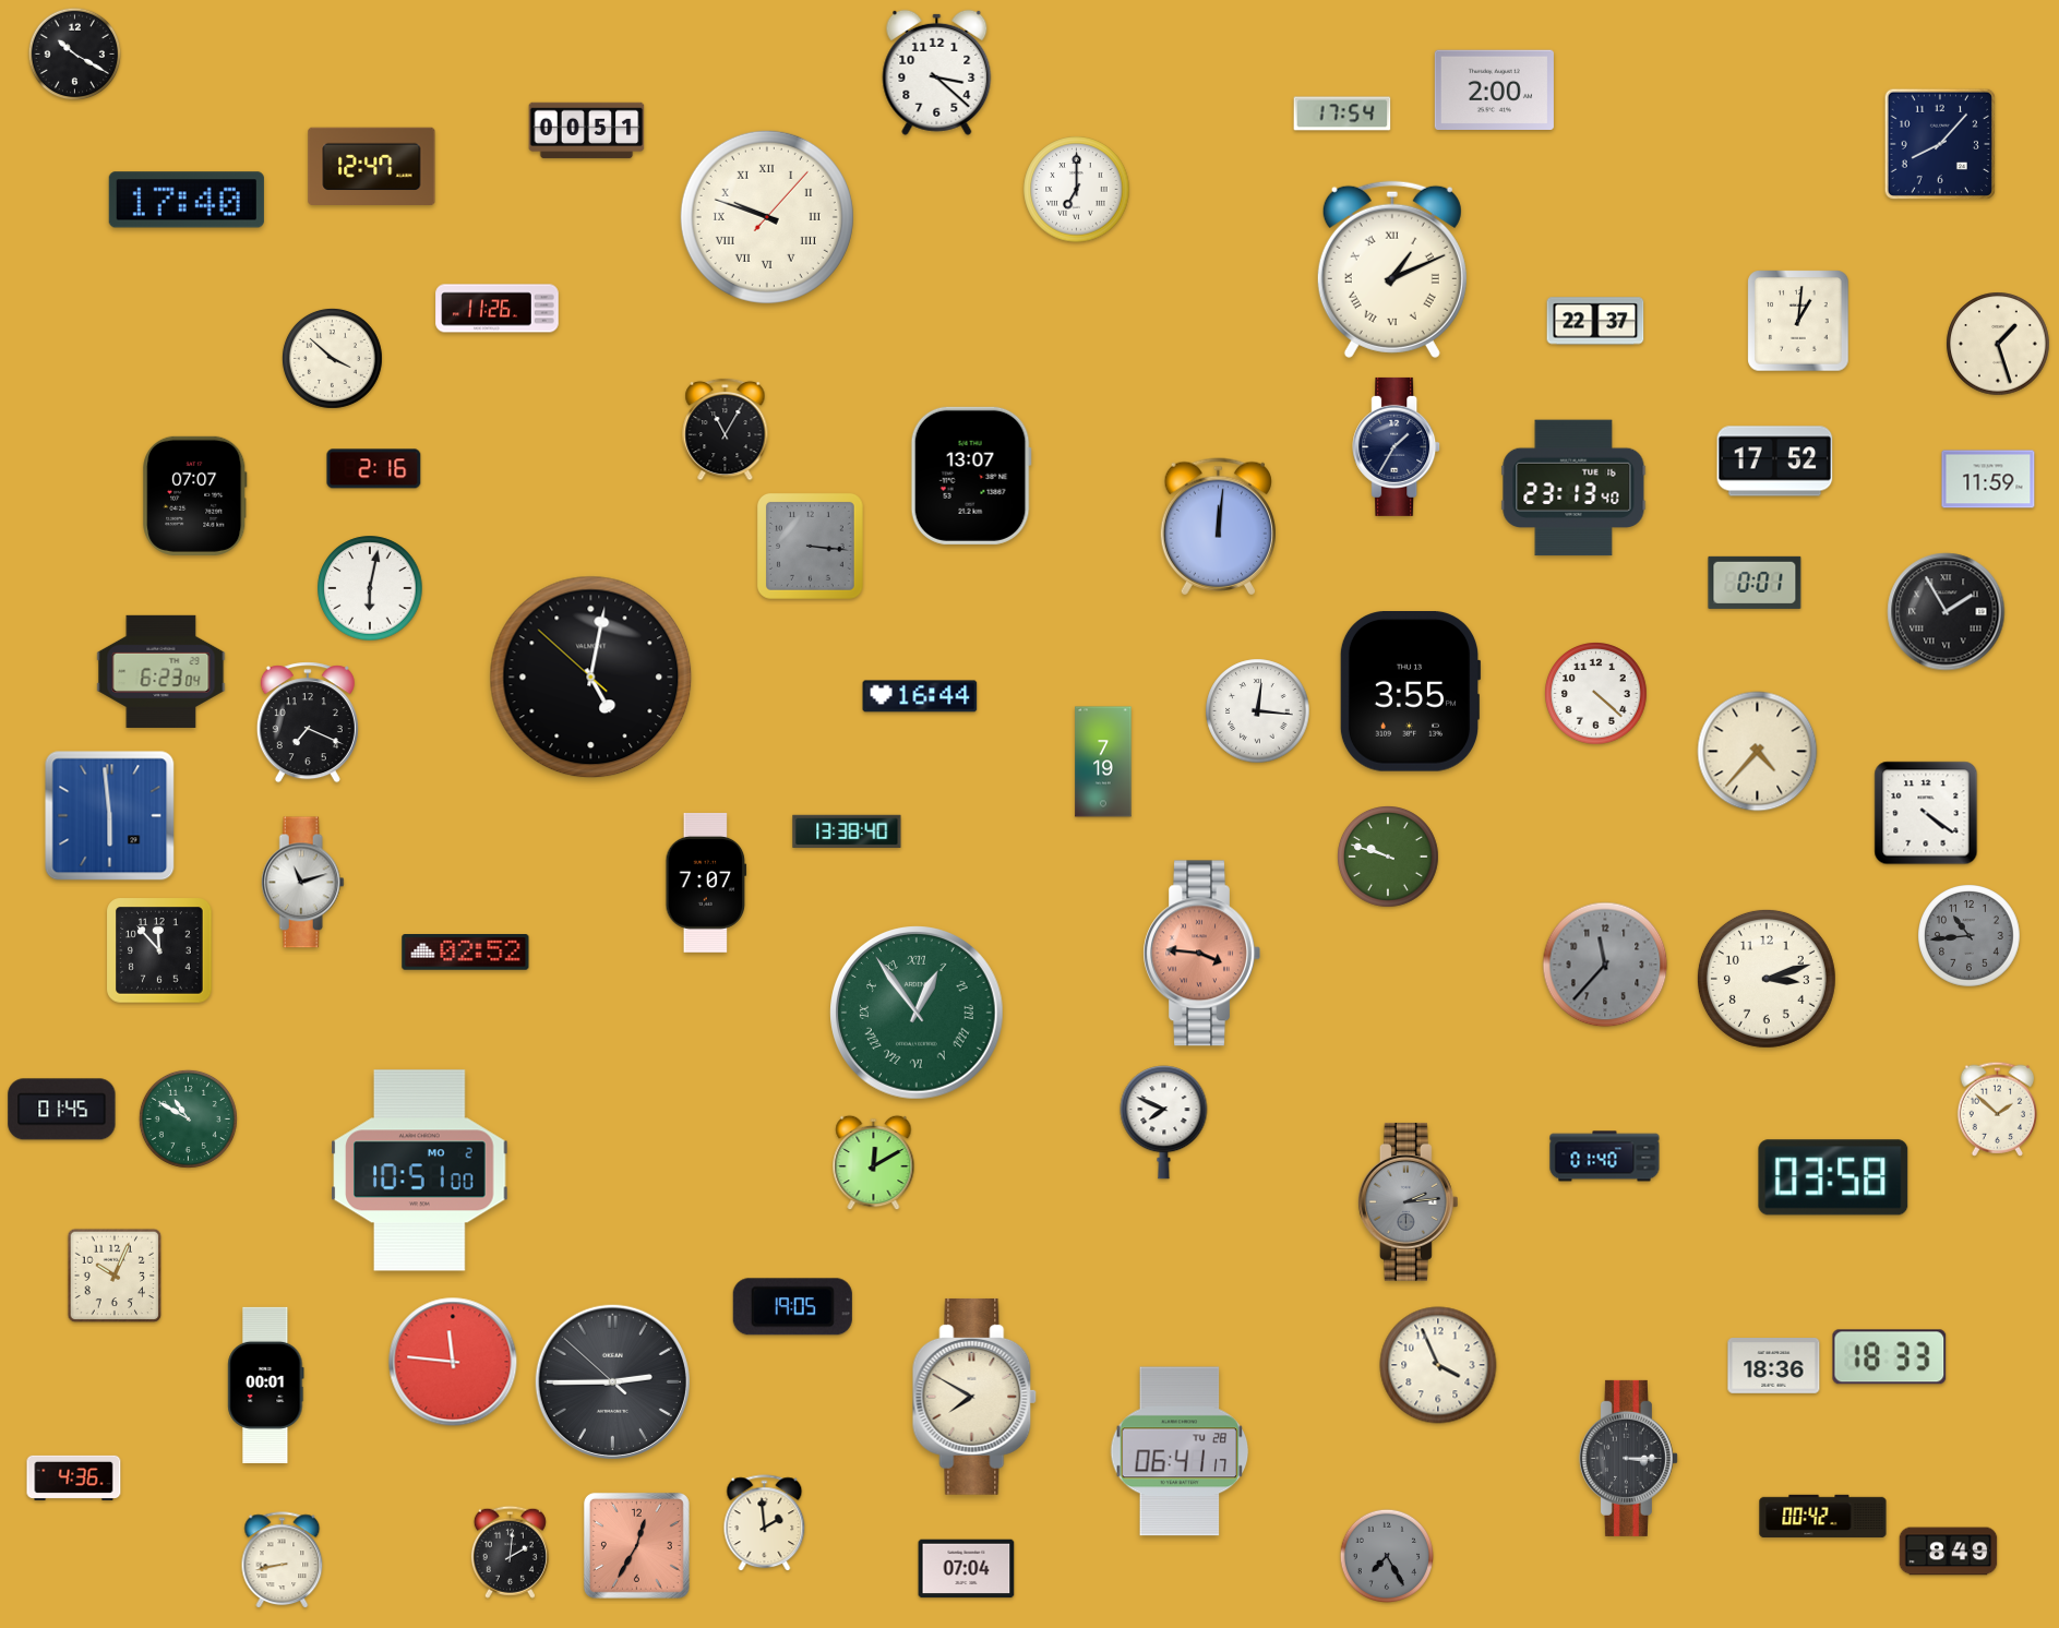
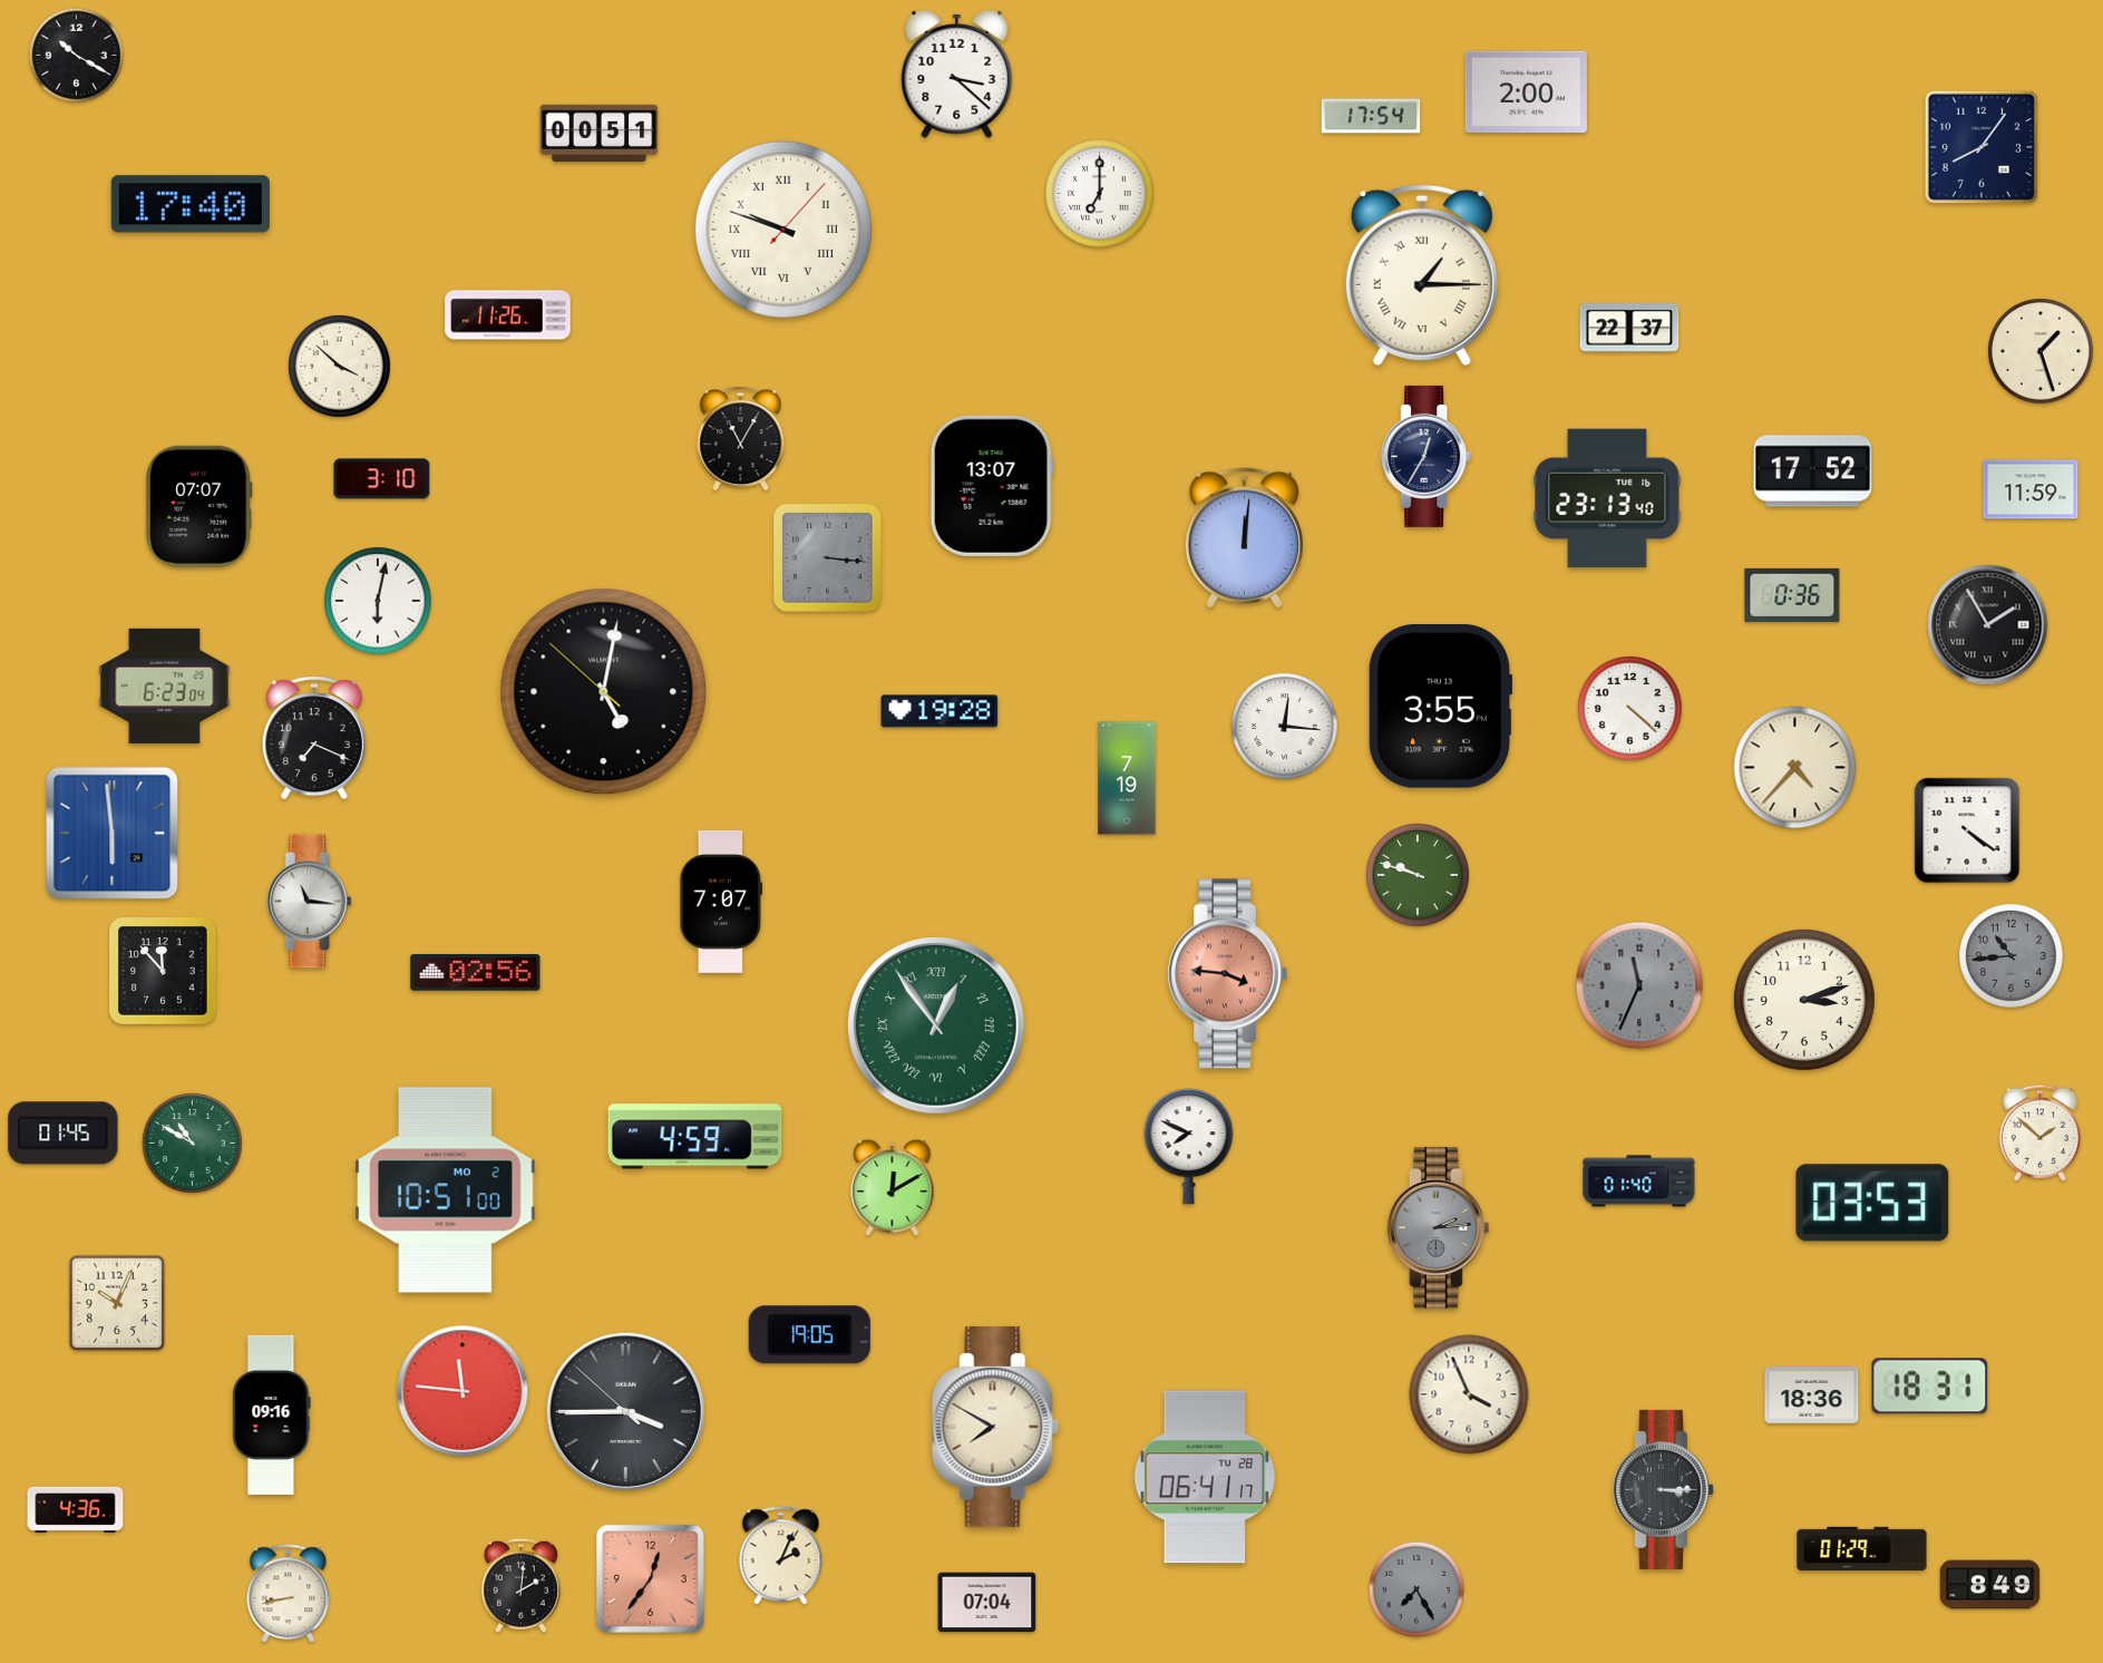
clock at (1940, 144): 8:07 -> 8:06
clock at (372, 167): 12:47 -> none
clock at (767, 217) position: (767, 217) -> (783, 230)
clock at (1392, 270): 1:11 -> 1:15
clock at (1798, 321): 1:01 -> none
clock at (1397, 446): 1:35 -> 12:35
clock at (374, 469): 2:16 -> 3:10
clock at (1755, 583): 0:01 -> 0:36
clock at (920, 696): 16:44 -> 19:28
clock at (847, 830): 13:38 -> none
clock at (302, 883): 11:12 -> 11:16
clock at (466, 953): 02:52 -> 02:56
clock at (1605, 965): 11:37 -> 11:34
clock at (918, 1014) position: (918, 1014) -> (937, 1027)
clock at (695, 1137): none -> 4:59
clock at (420, 1171) position: (420, 1171) -> (446, 1190)
clock at (1833, 1177): 03:58 -> 03:53
clock at (1890, 1357): 18:33 -> 18:31
clock at (612, 1381): 2:44 -> 3:44
clock at (266, 1385): 00:01 -> 09:16
clock at (1180, 1451) position: (1180, 1451) -> (1205, 1477)
clock at (1823, 1517): 00:42 -> 01:29
clock at (765, 1523): 1:59 -> 2:04
clock at (636, 1545): 12:35 -> 12:36
